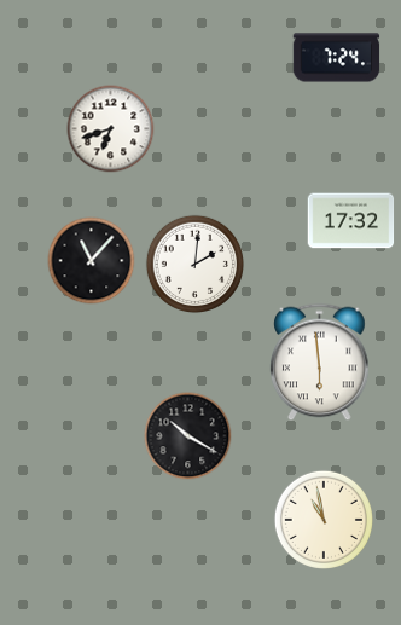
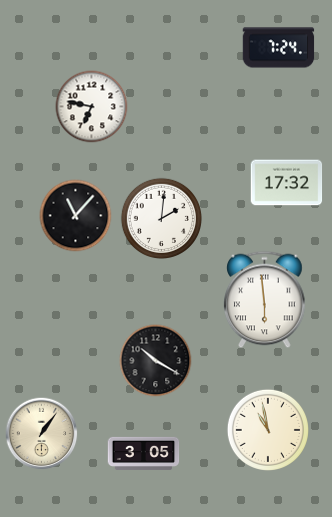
clock at (111, 129): 6:42 -> 6:47
clock at (351, 221) position: (351, 221) -> (287, 183)
clock at (42, 434): none -> 1:06
clock at (144, 453): none -> 3:05
